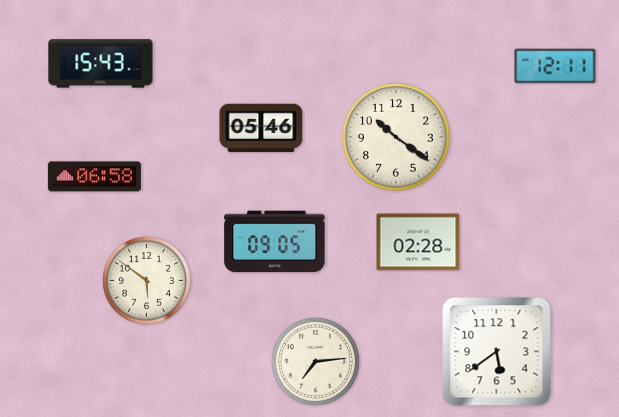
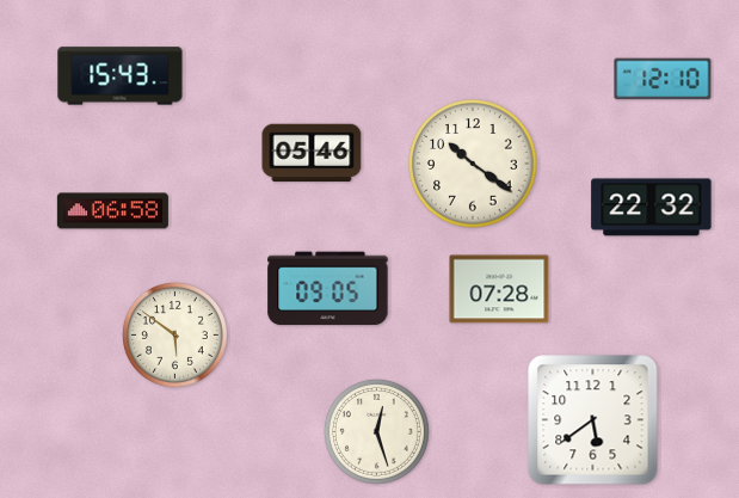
clock at (555, 66): 12:11 -> 12:10
clock at (652, 208): none -> 22:32
clock at (418, 242): 02:28 -> 07:28
clock at (315, 361): 7:14 -> 12:27
